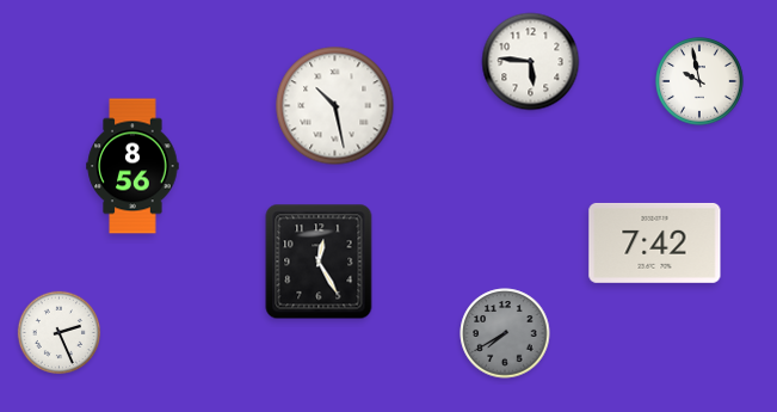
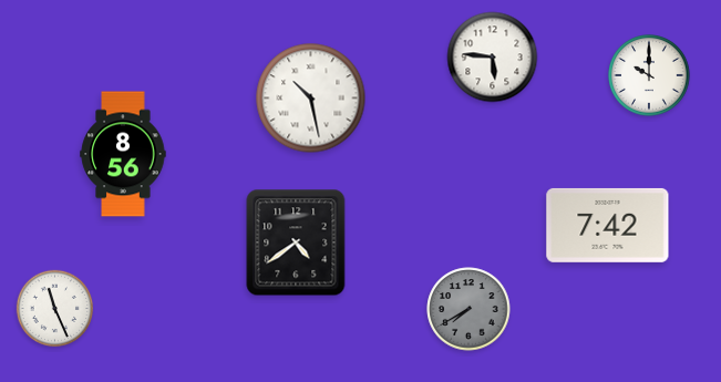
clock at (699, 81): 9:58 -> 10:00
clock at (319, 262): 12:25 -> 4:39
clock at (60, 333): 2:26 -> 11:26
